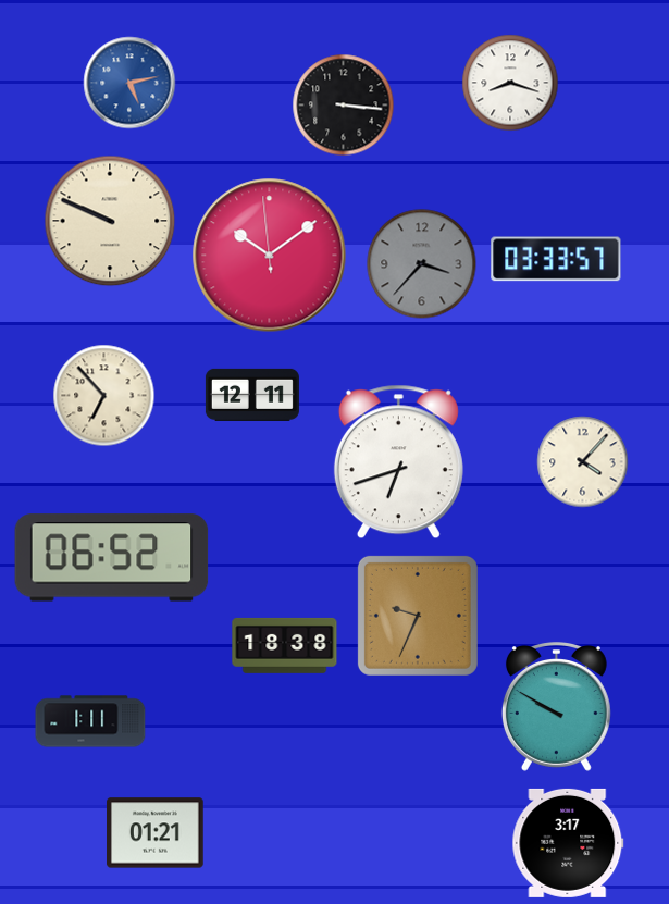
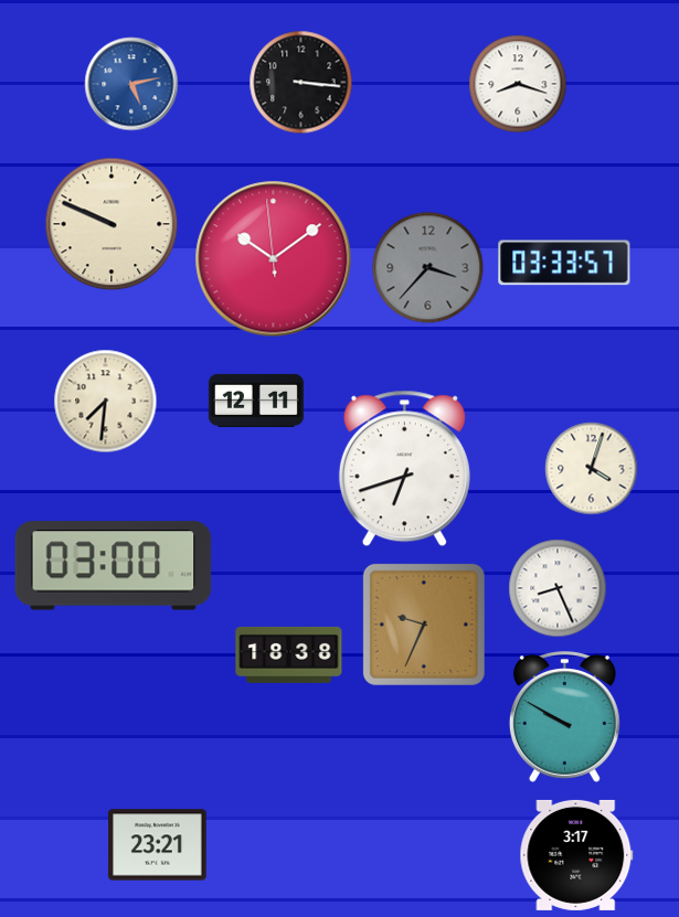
clock at (344, 106) position: (344, 106) -> (301, 83)
clock at (104, 396): 6:53 -> 7:31
clock at (583, 462): 4:07 -> 4:03
clock at (112, 558): 06:52 -> 03:00
clock at (558, 588): none -> 8:26
clock at (90, 721): 1:11 -> none
clock at (156, 833): 01:21 -> 23:21
